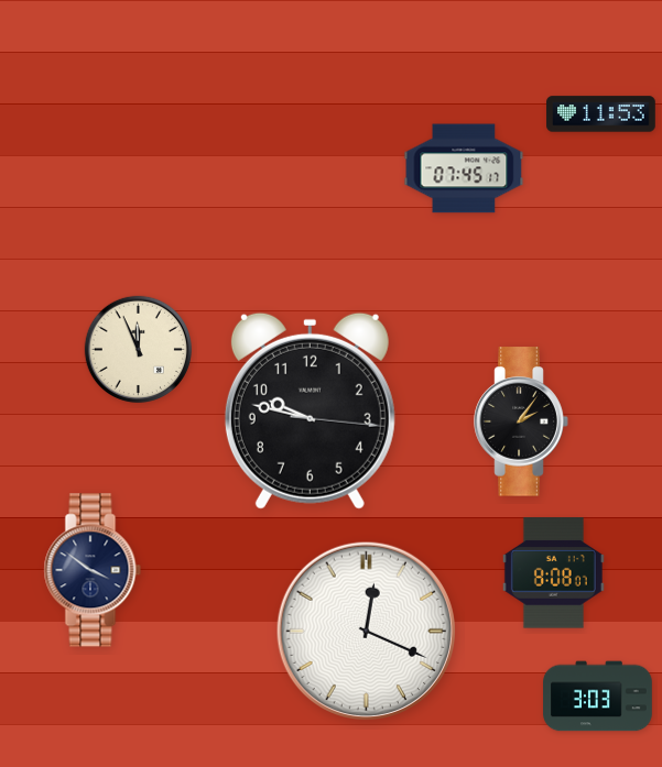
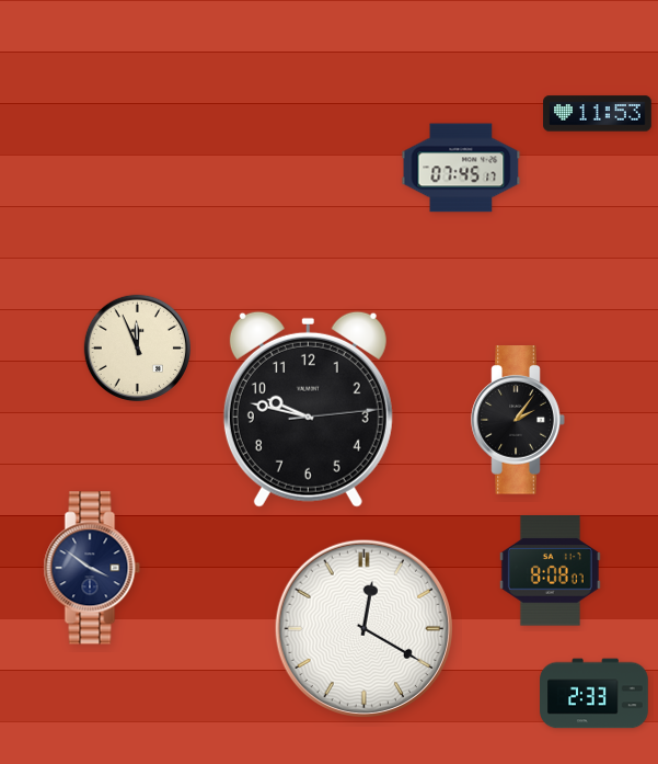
clock at (310, 410): 9:47:16 -> 9:47:14
clock at (366, 631): 12:19 -> 12:20
clock at (598, 697): 3:03 -> 2:33
